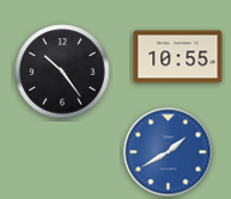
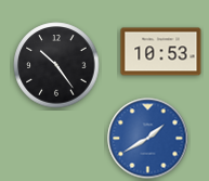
clock at (178, 57): 10:55 -> 10:53
clock at (169, 153) position: (169, 153) -> (148, 139)
